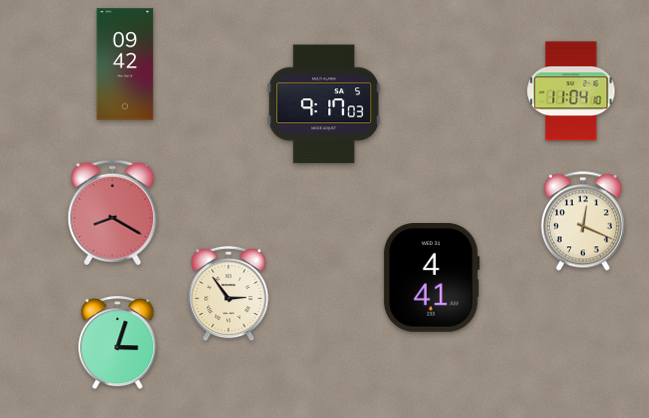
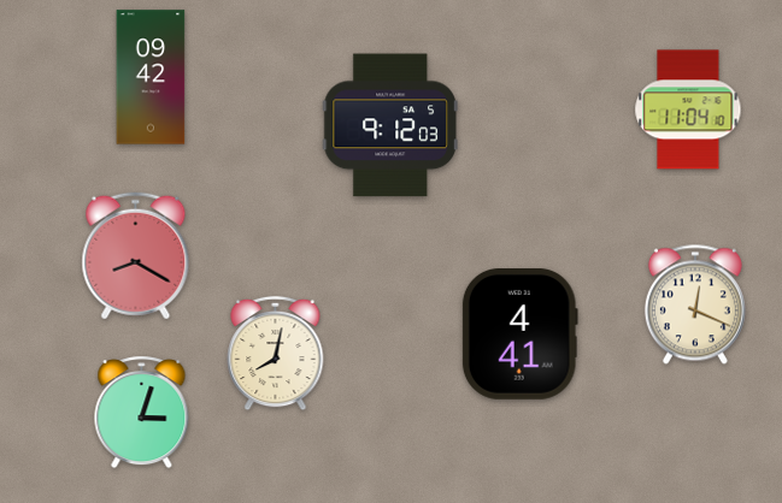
clock at (324, 104): 9:17 -> 9:12
clock at (583, 221) position: (583, 221) -> (695, 304)
clock at (229, 294): 2:54 -> 8:02
